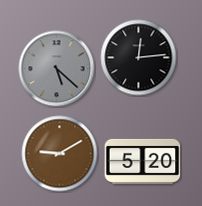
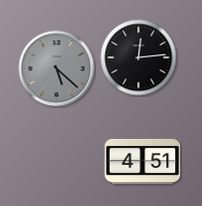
clock at (60, 154): 9:10 -> none
clock at (143, 161): 5:20 -> 4:51
